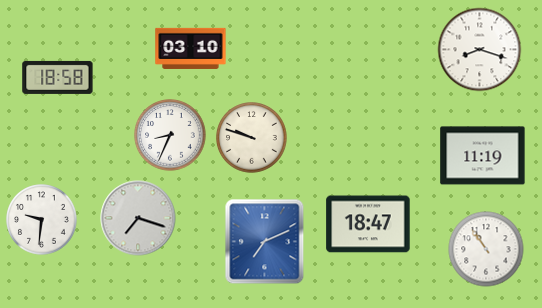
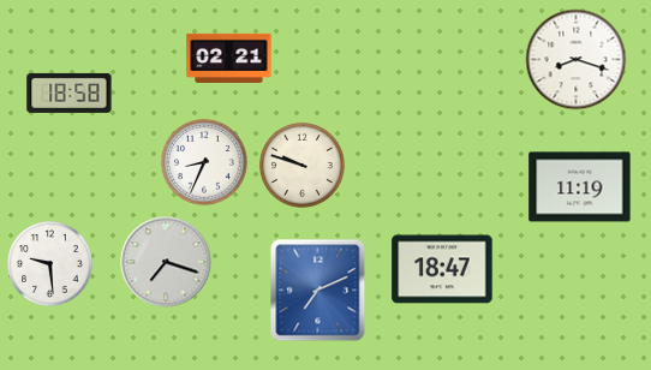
clock at (191, 48): 03:10 -> 02:21
clock at (42, 220): 9:31 -> 9:29
clock at (486, 249): 10:54 -> none
